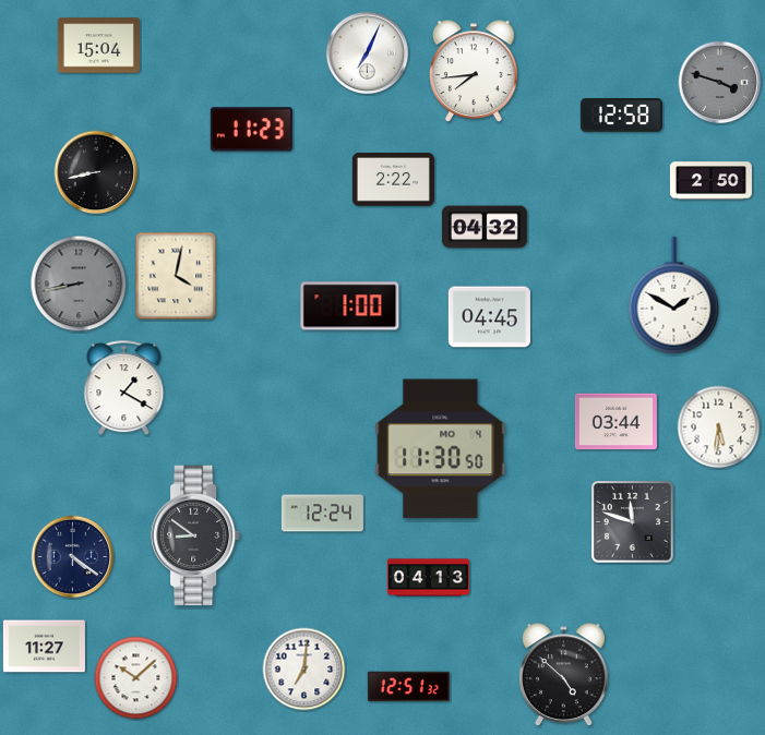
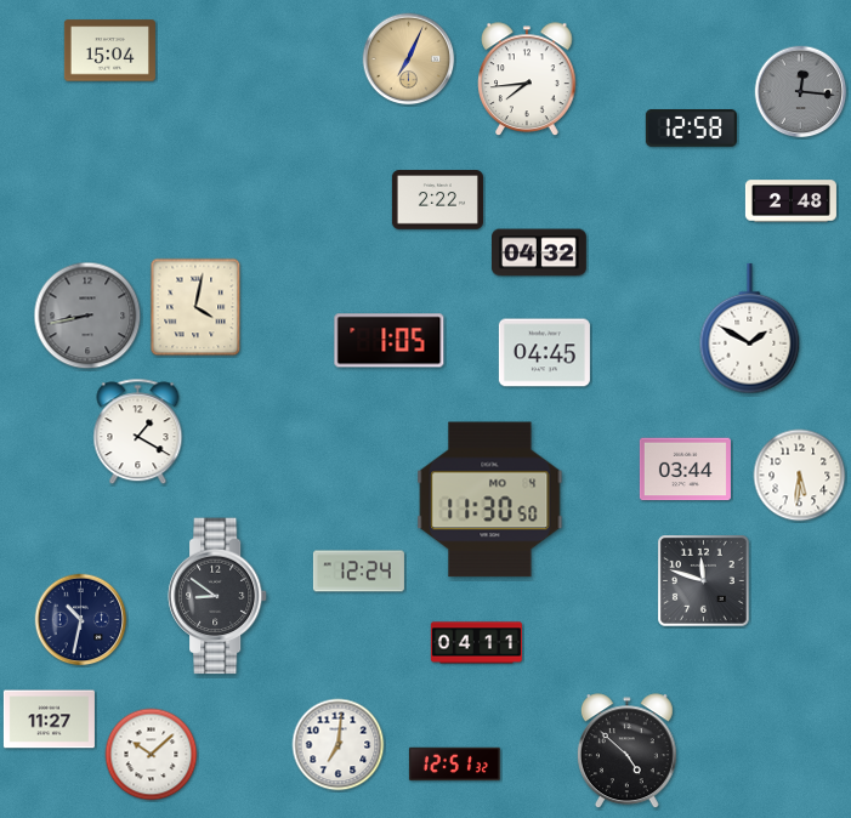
clock at (368, 53) dial: white -> champagne
clock at (720, 83): 3:48 -> 12:16
clock at (251, 130): 11:23 -> none
clock at (96, 172): 8:43 -> none
clock at (710, 181): 2:50 -> 2:48
clock at (350, 306): 1:00 -> 1:05
clock at (73, 557): 4:21 -> 10:32
clock at (428, 578): 04:13 -> 04:11
